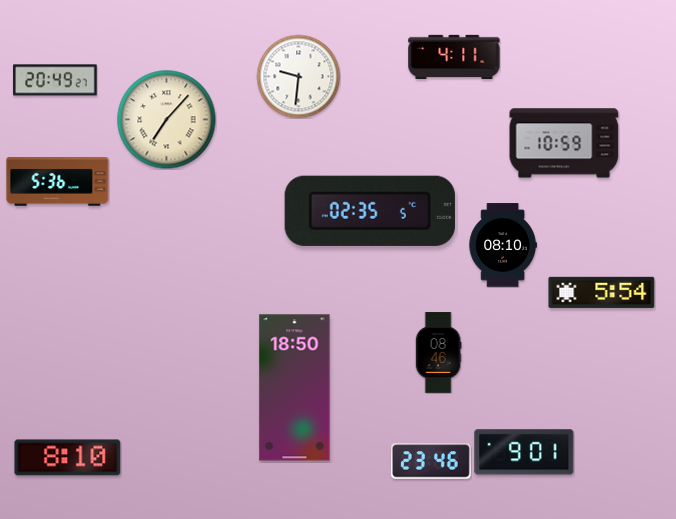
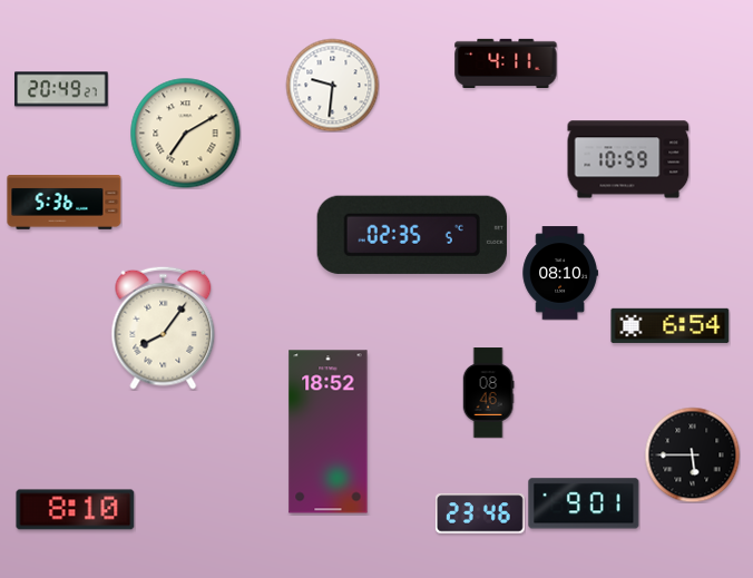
clock at (167, 120): 7:07 -> 7:10
clock at (602, 292): 5:54 -> 6:54
clock at (164, 327): none -> 8:06
clock at (295, 388): 18:50 -> 18:52
clock at (692, 454): none -> 5:45
